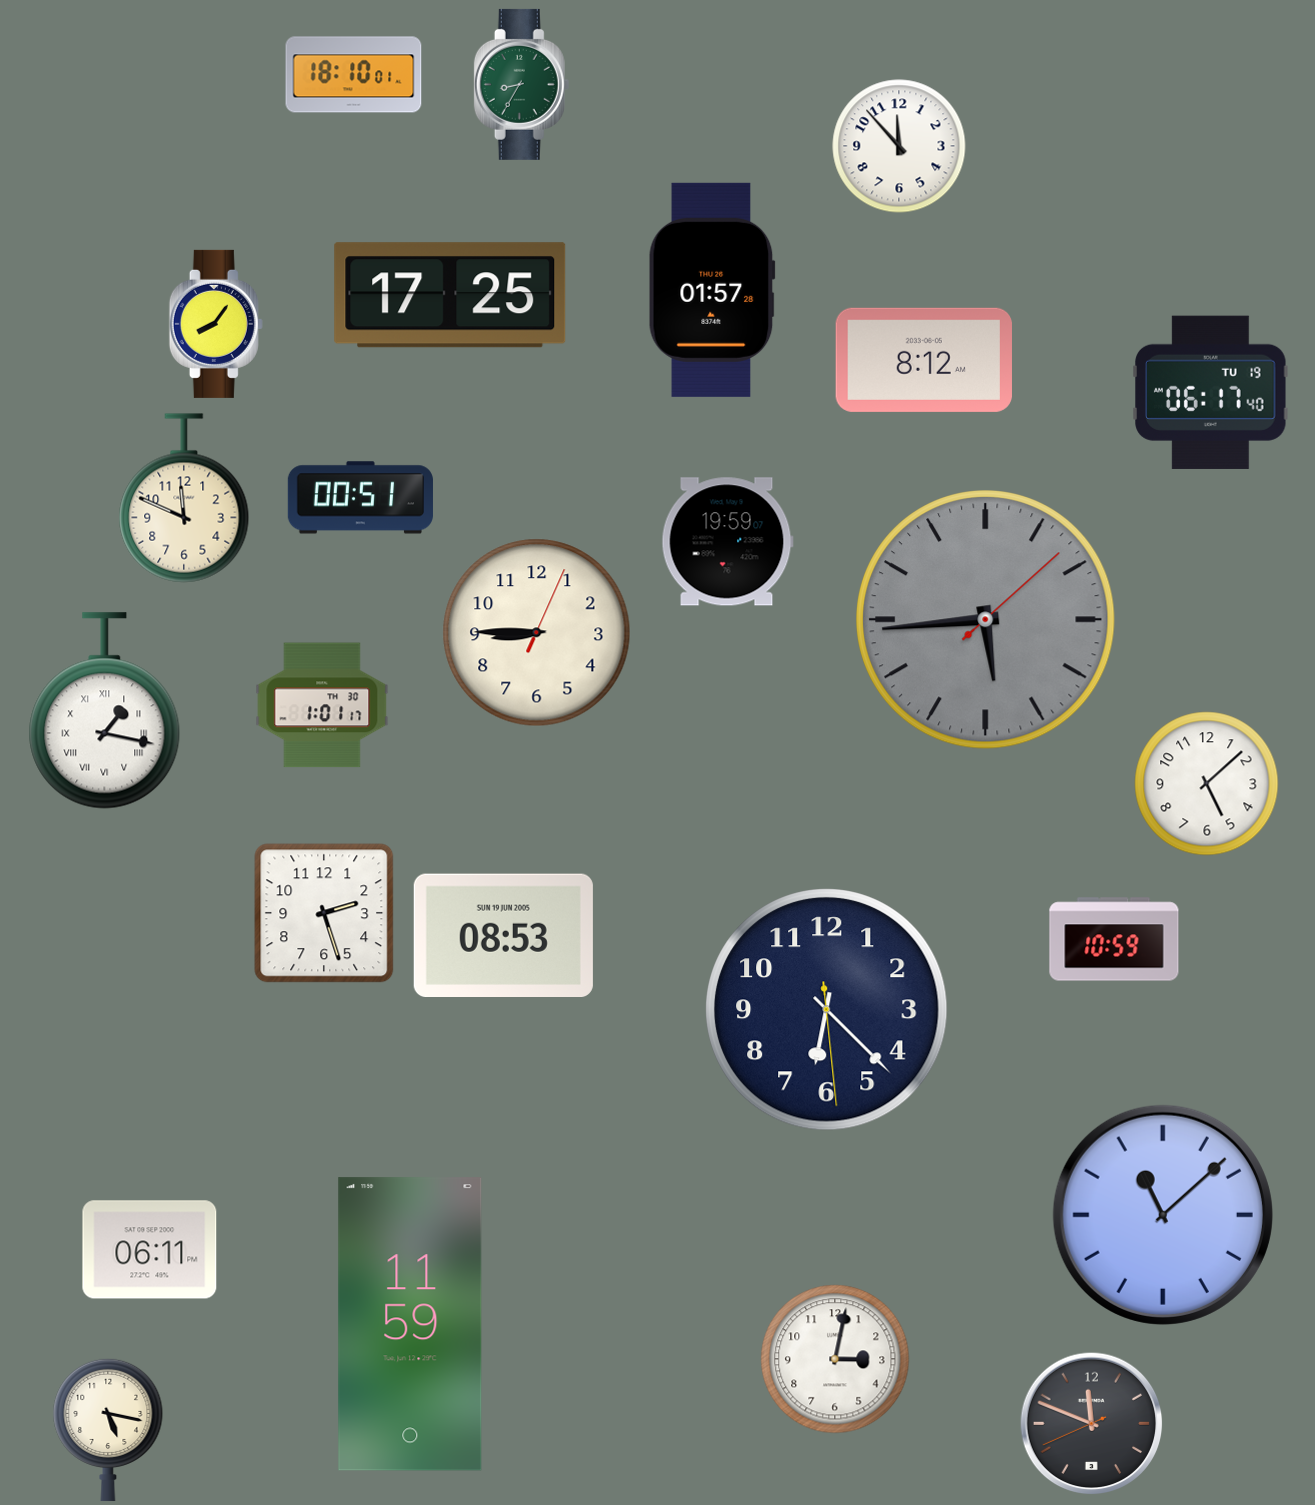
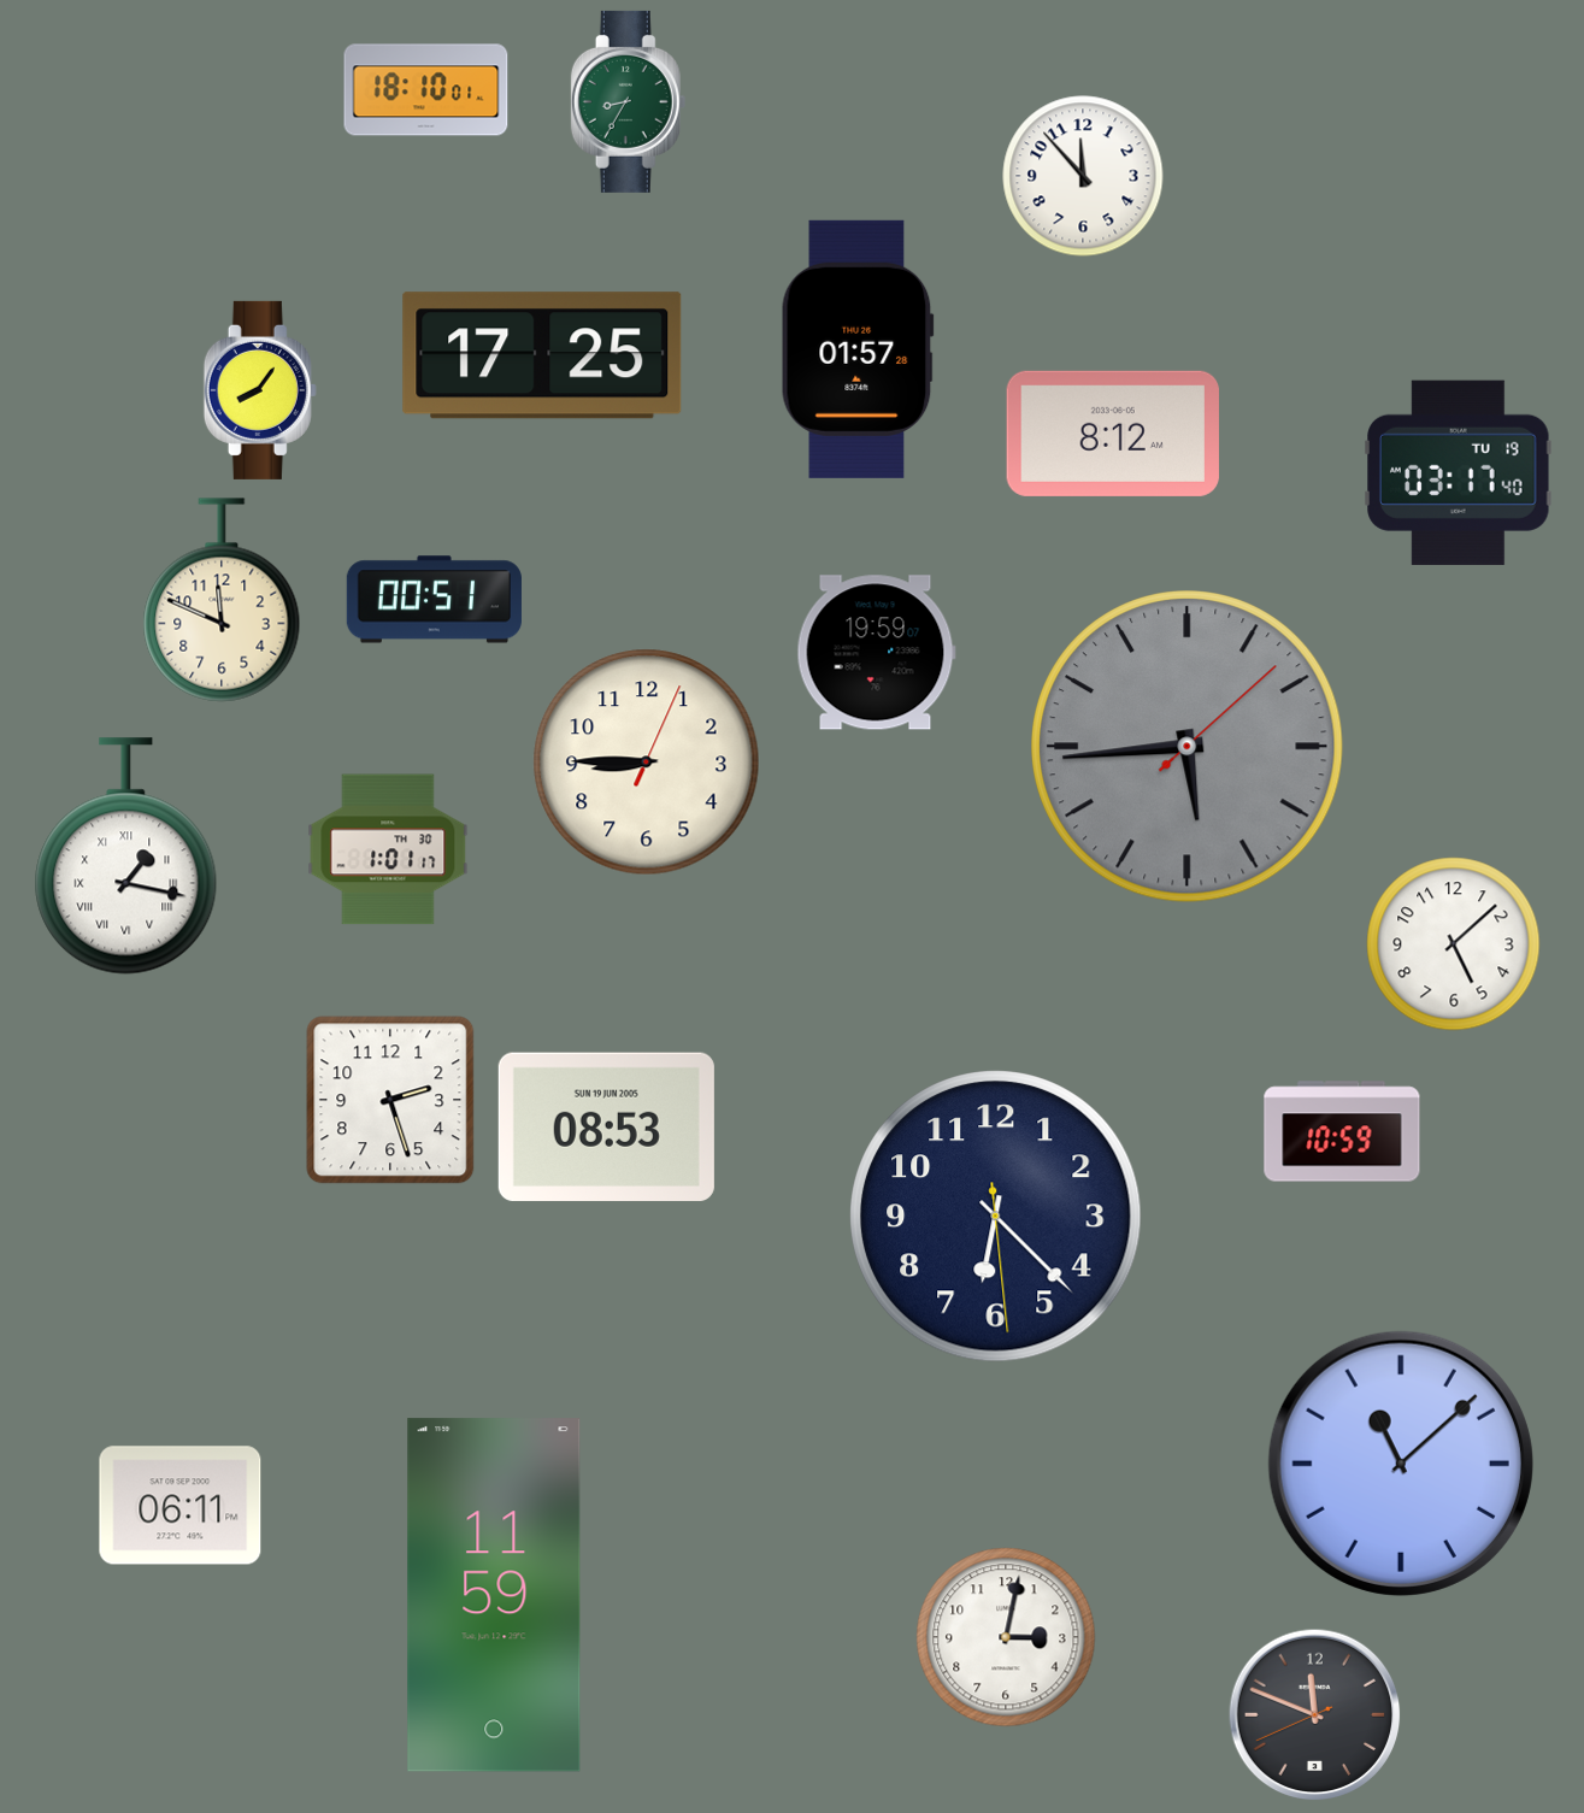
clock at (1211, 392): 06:17 -> 03:17
clock at (108, 1430): 5:17 -> none
